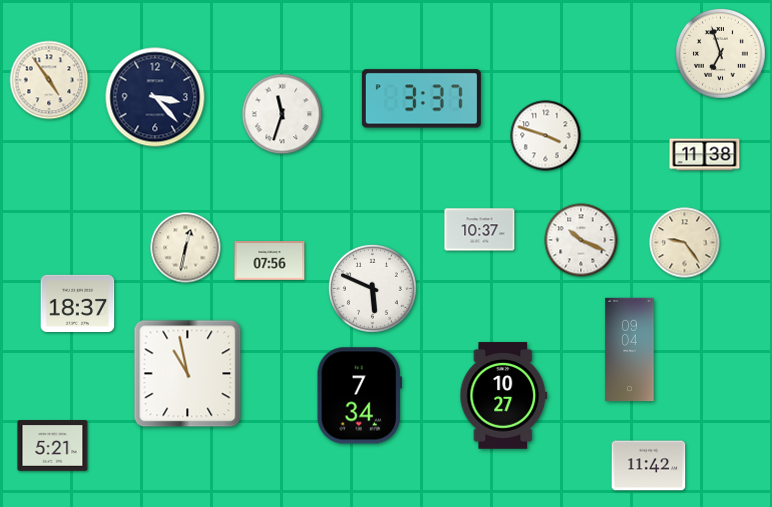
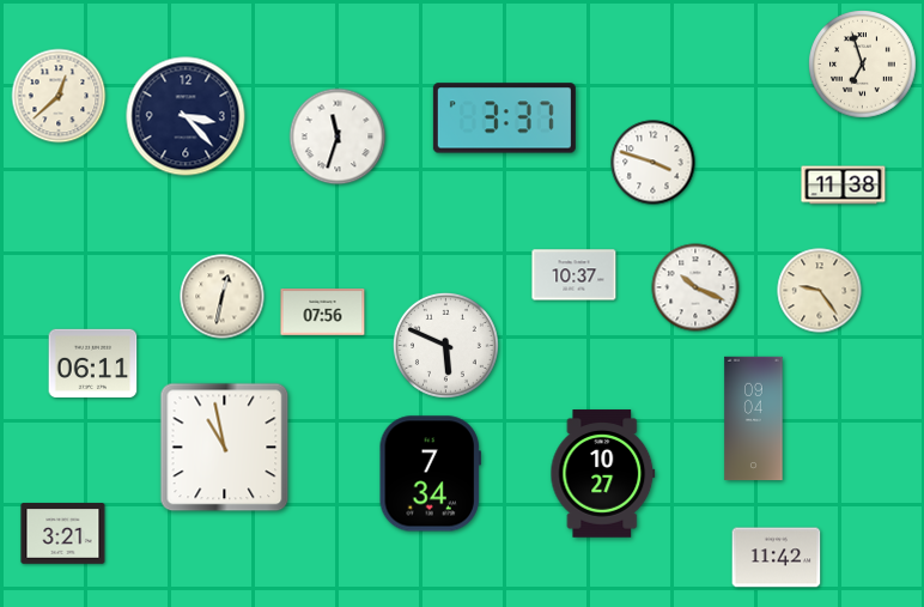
clock at (49, 80): 4:54 -> 12:38
clock at (78, 303): 18:37 -> 06:11
clock at (53, 446): 5:21 -> 3:21
